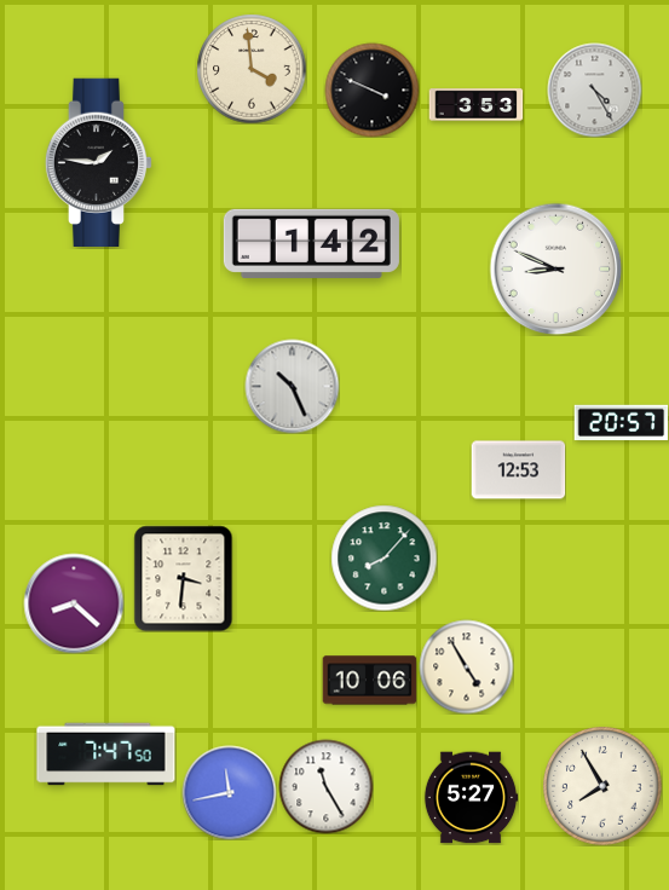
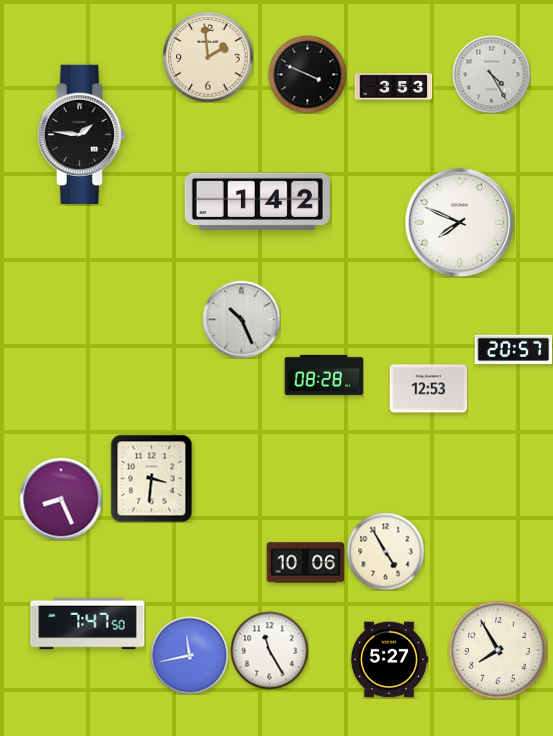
clock at (252, 69): 3:59 -> 1:59
clock at (555, 268): 8:49 -> 7:49
clock at (324, 375): none -> 08:28
clock at (383, 557): 8:07 -> none
clock at (74, 603): 8:22 -> 8:26
